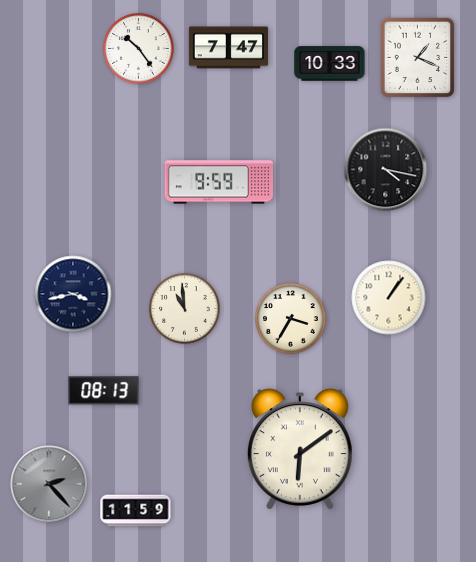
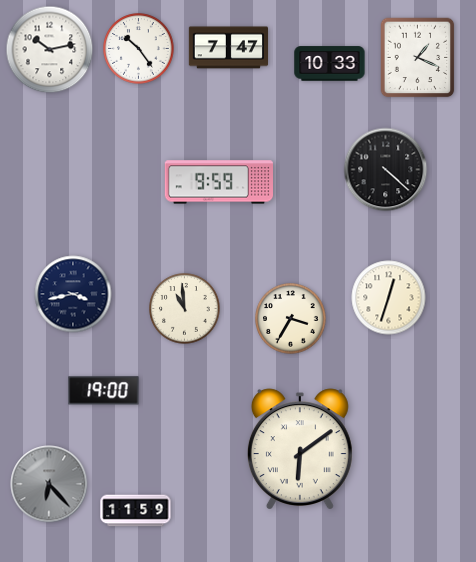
clock at (50, 50): none -> 10:13
clock at (386, 170): 4:17 -> 4:22
clock at (389, 298): 1:06 -> 12:33
clock at (104, 391): 08:13 -> 19:00
clock at (49, 484): 2:23 -> 6:23
